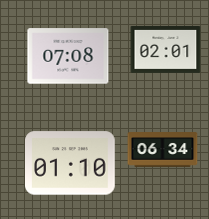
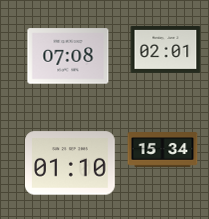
clock at (163, 150): 06:34 -> 15:34
